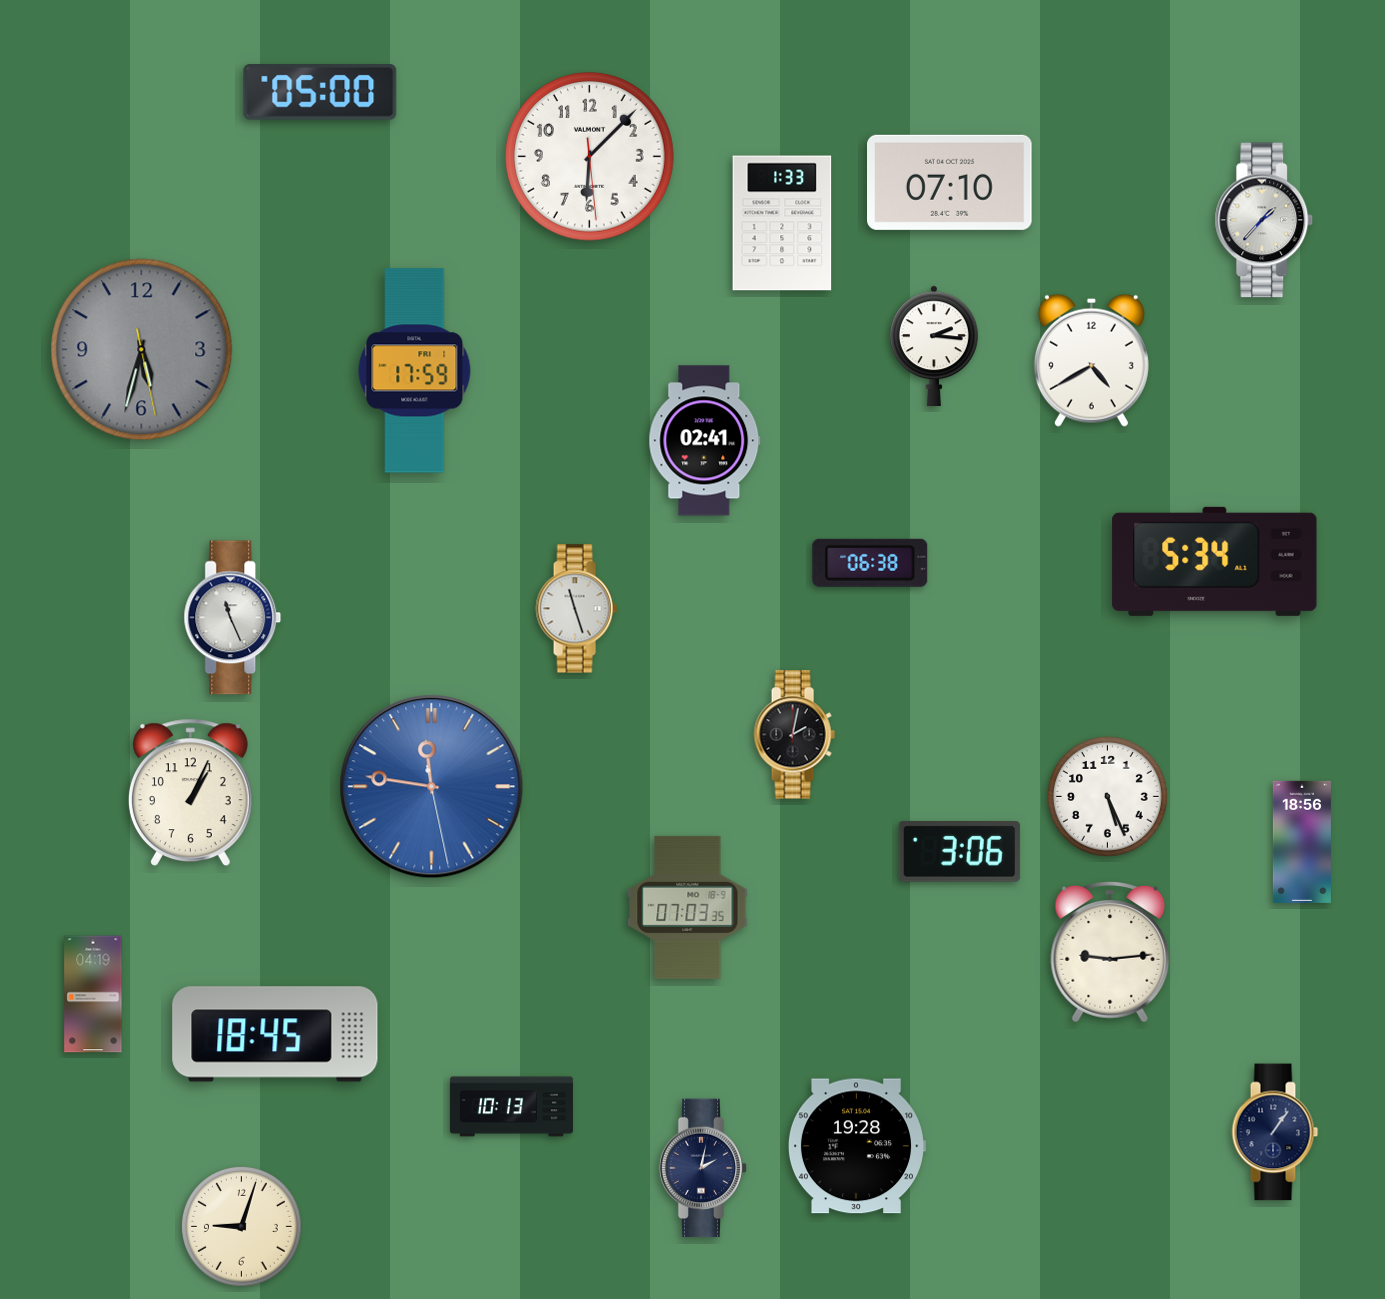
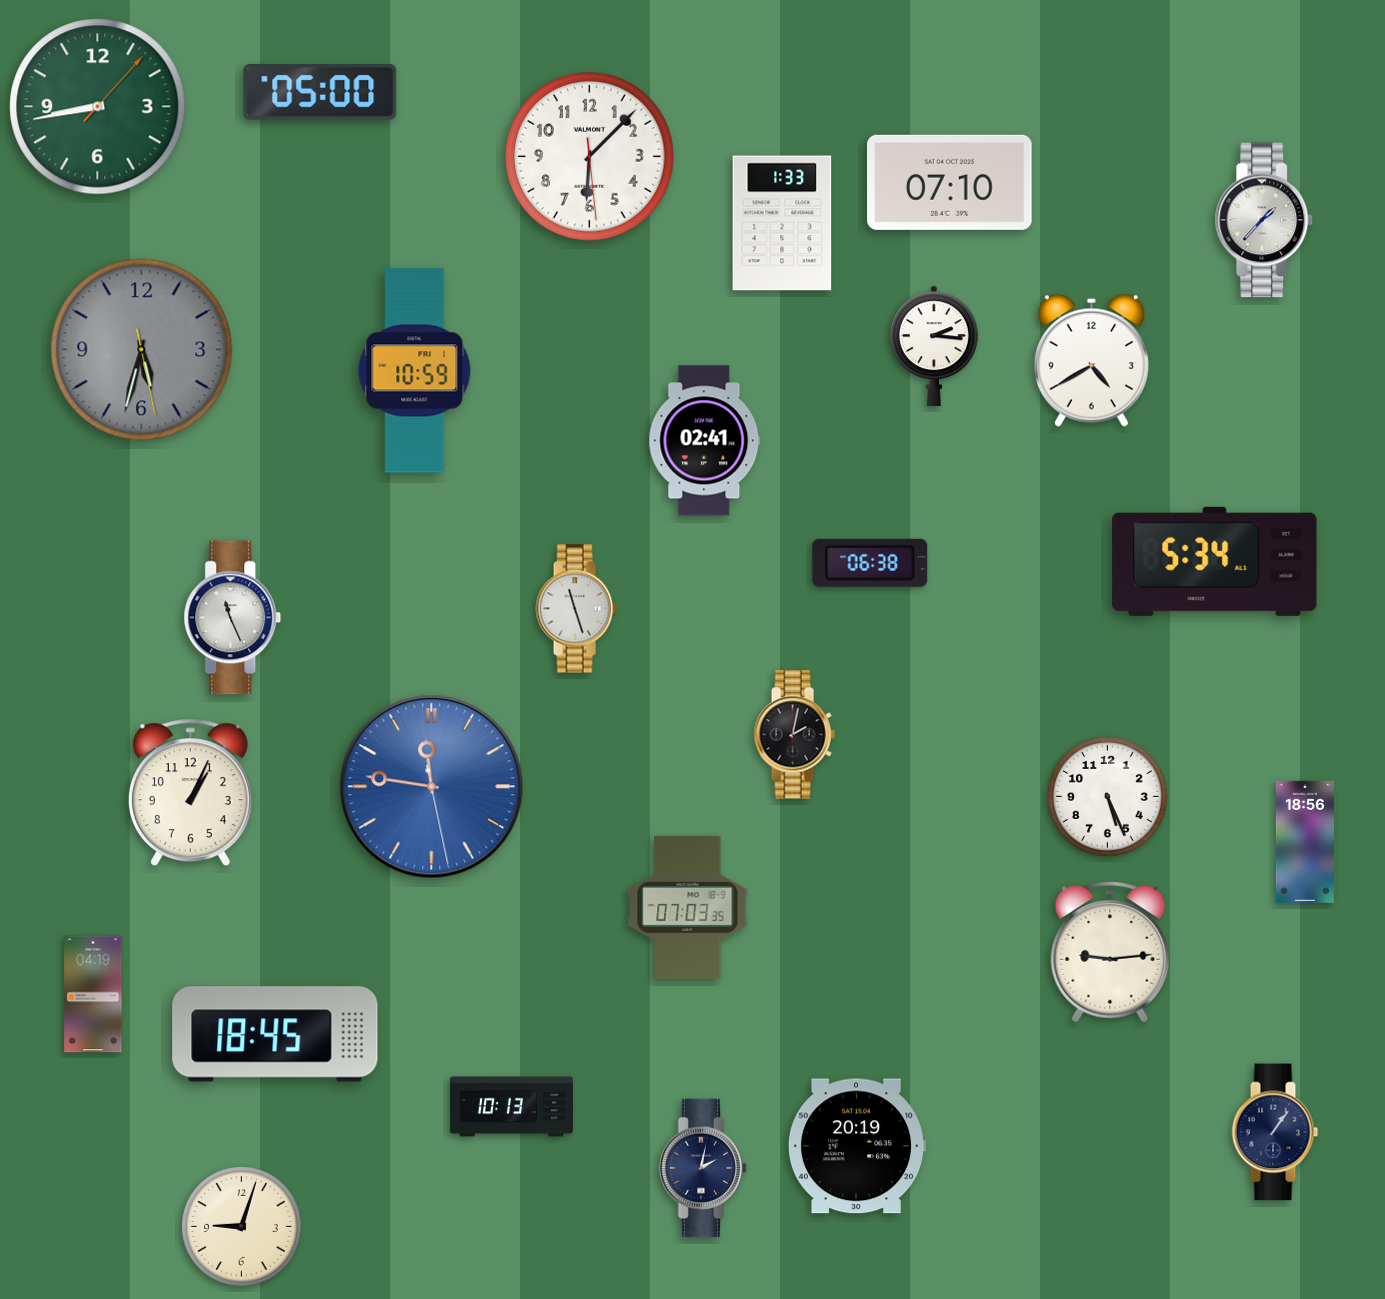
clock at (98, 107): none -> 8:43
clock at (415, 371): 17:59 -> 10:59
clock at (1302, 842) position: (1302, 842) -> (1305, 842)
clock at (959, 852): 3:06 -> none
clock at (857, 1146): 19:28 -> 20:19
